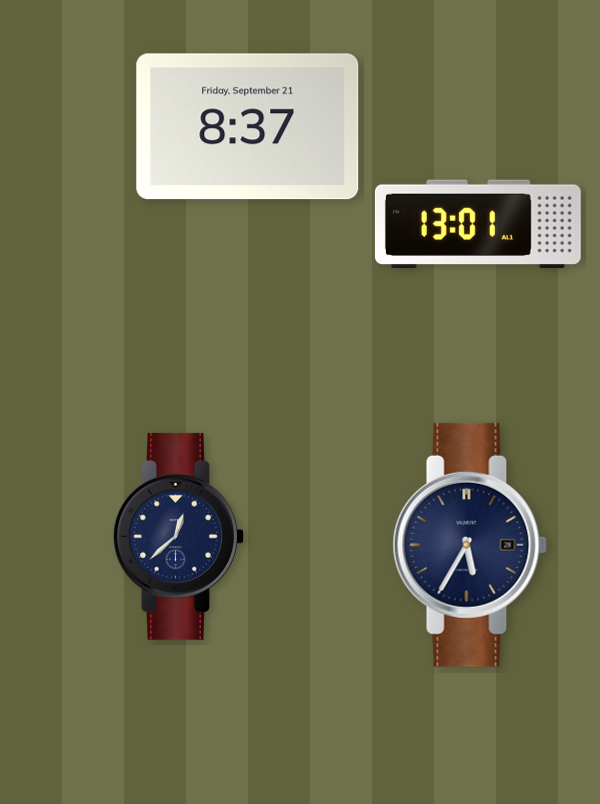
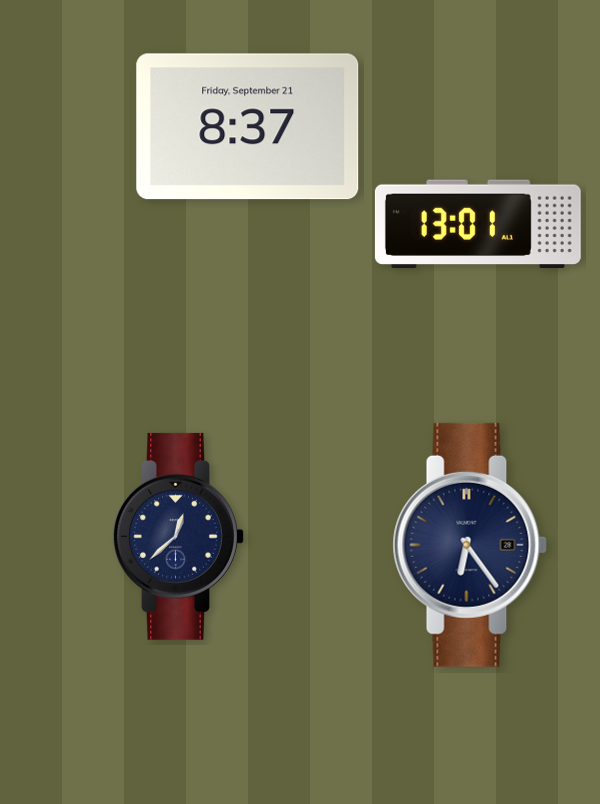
clock at (470, 545): 5:35 -> 6:24
